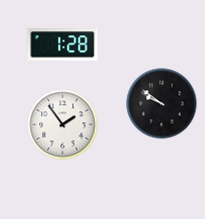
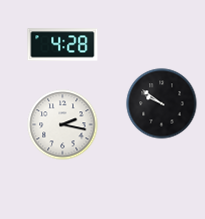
clock at (63, 45): 1:28 -> 4:28
clock at (63, 125): 1:54 -> 2:17
